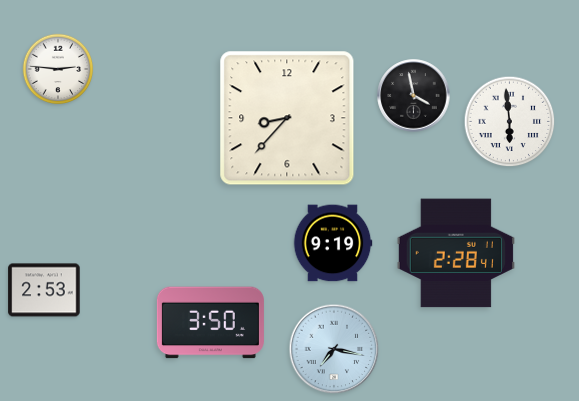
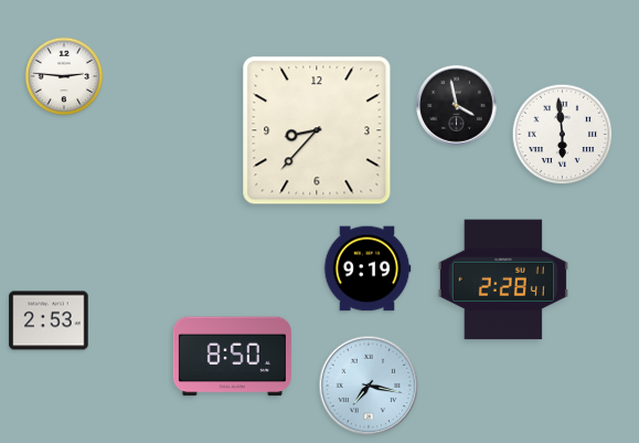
clock at (210, 323): 3:50 -> 8:50
